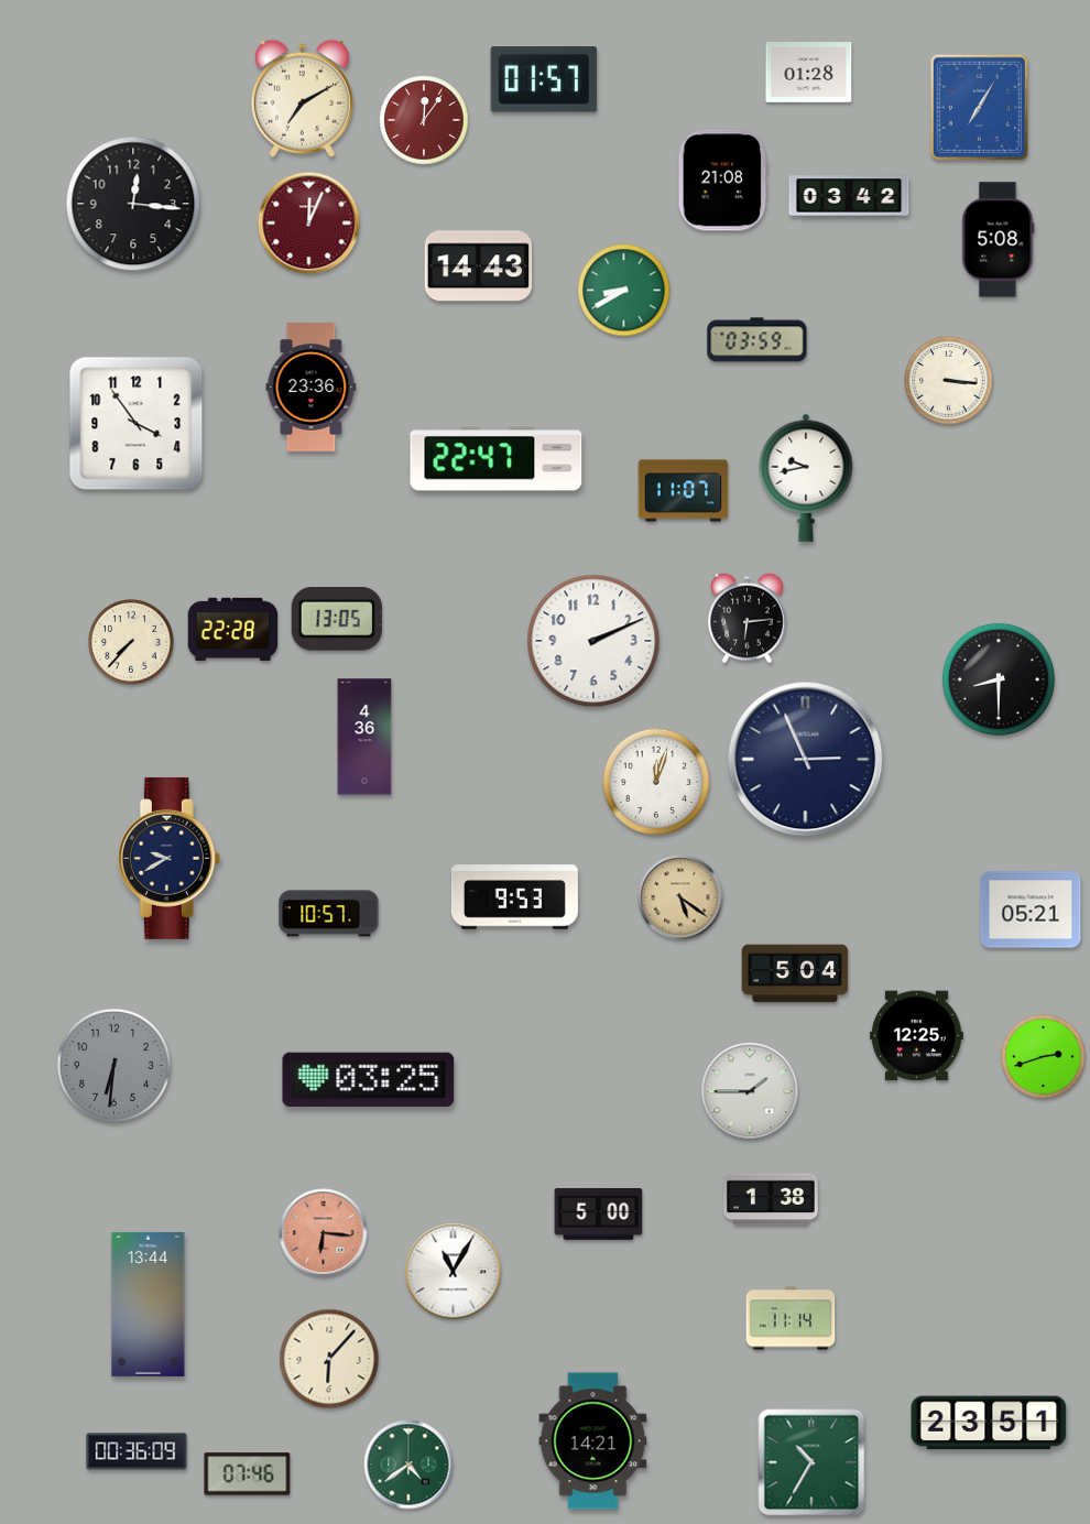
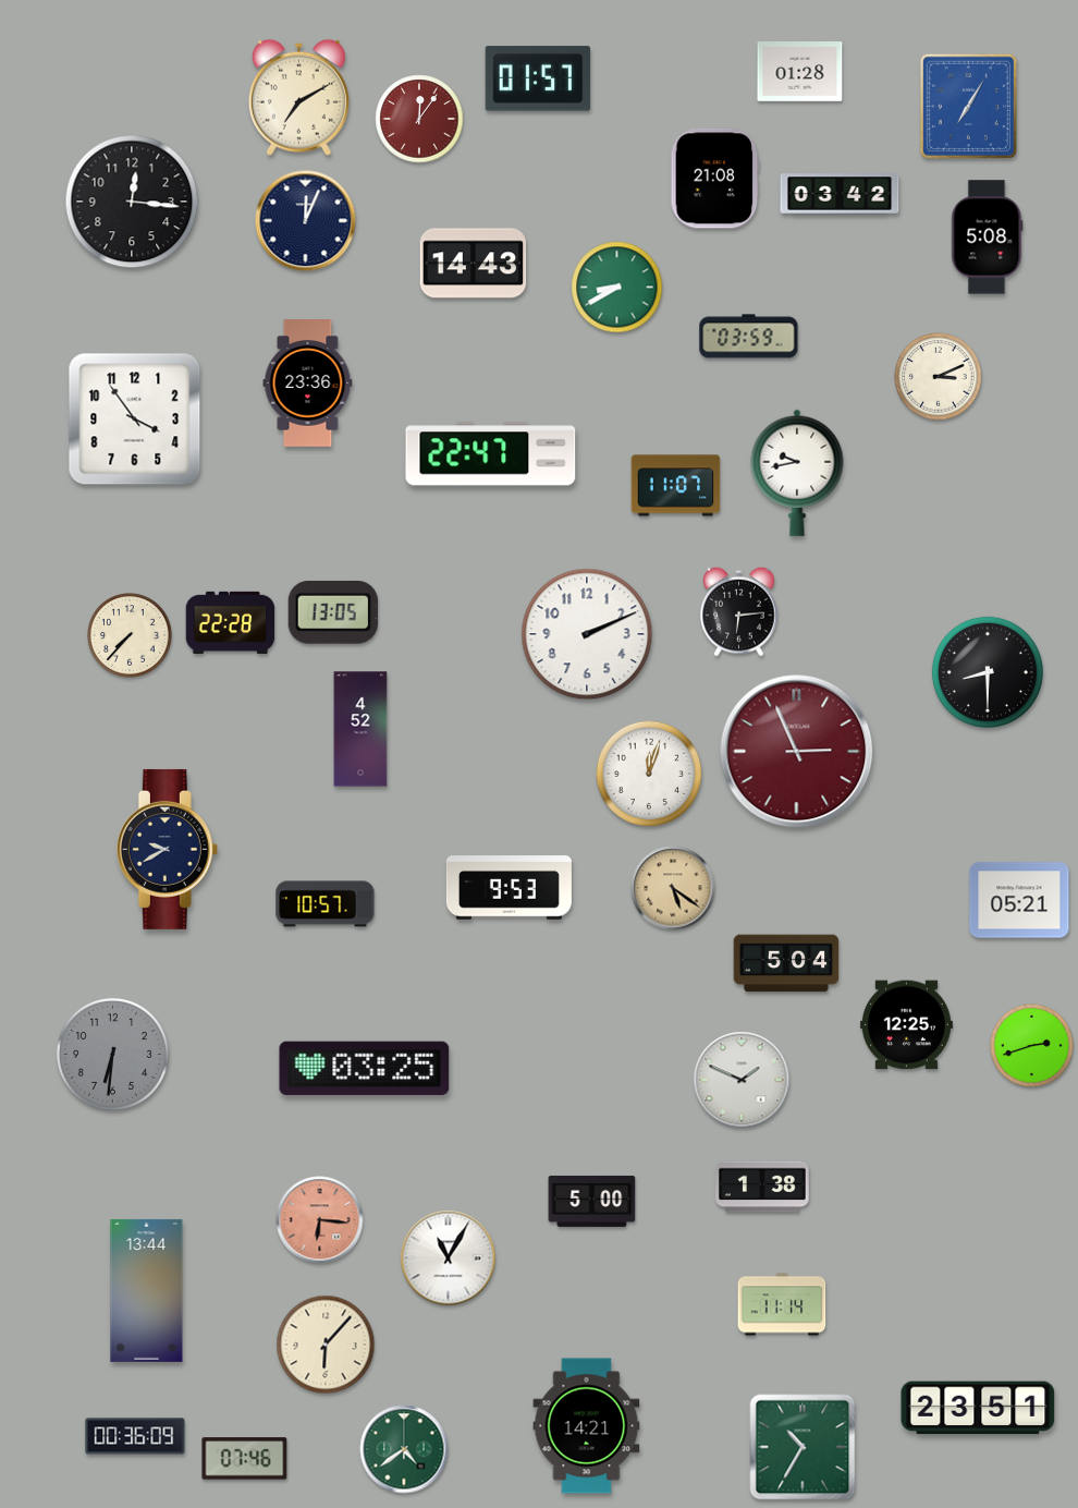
clock at (309, 224) dial: burgundy -> navy
clock at (949, 381): 3:16 -> 3:11
clock at (364, 737): 4:36 -> 4:52
clock at (806, 760) dial: navy -> burgundy
clock at (750, 1091): 1:45 -> 1:49
